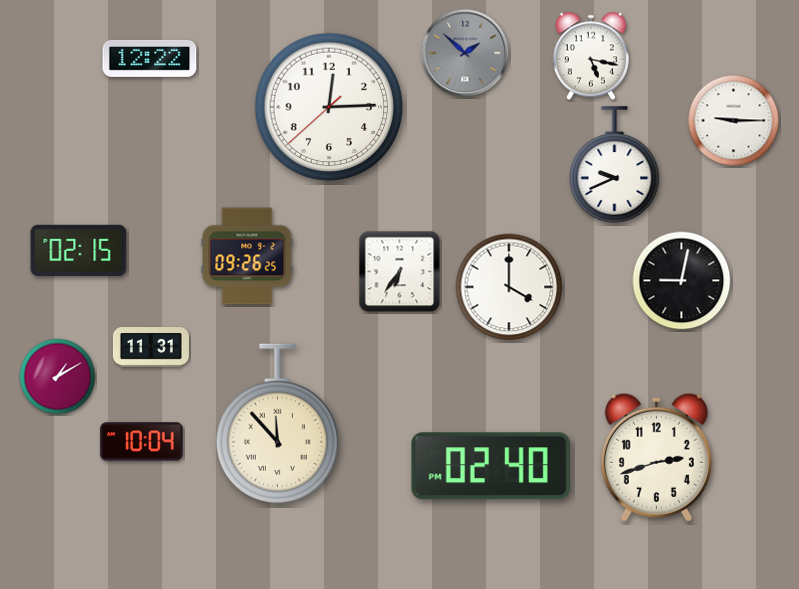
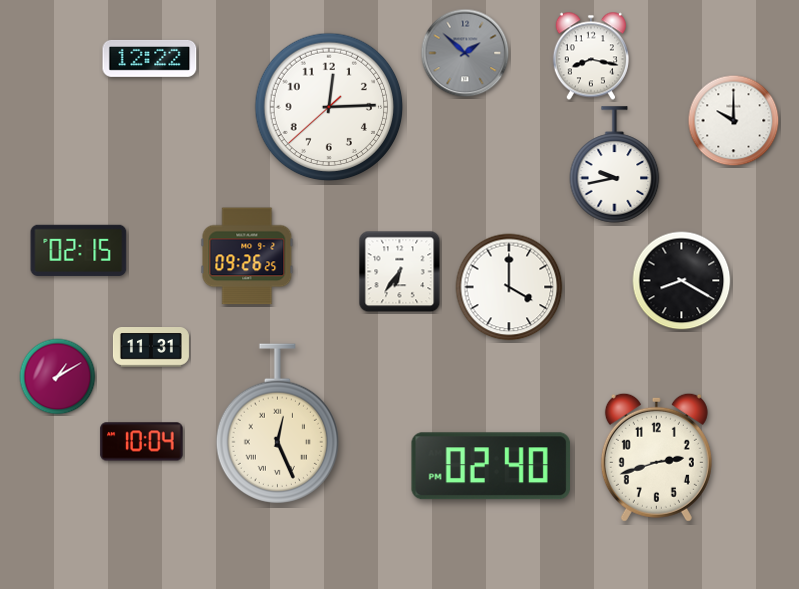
clock at (591, 56): 5:17 -> 8:17
clock at (734, 121): 9:15 -> 10:00
clock at (615, 165): 9:41 -> 9:43
clock at (682, 281): 9:02 -> 8:20
clock at (277, 424): 11:53 -> 12:26
